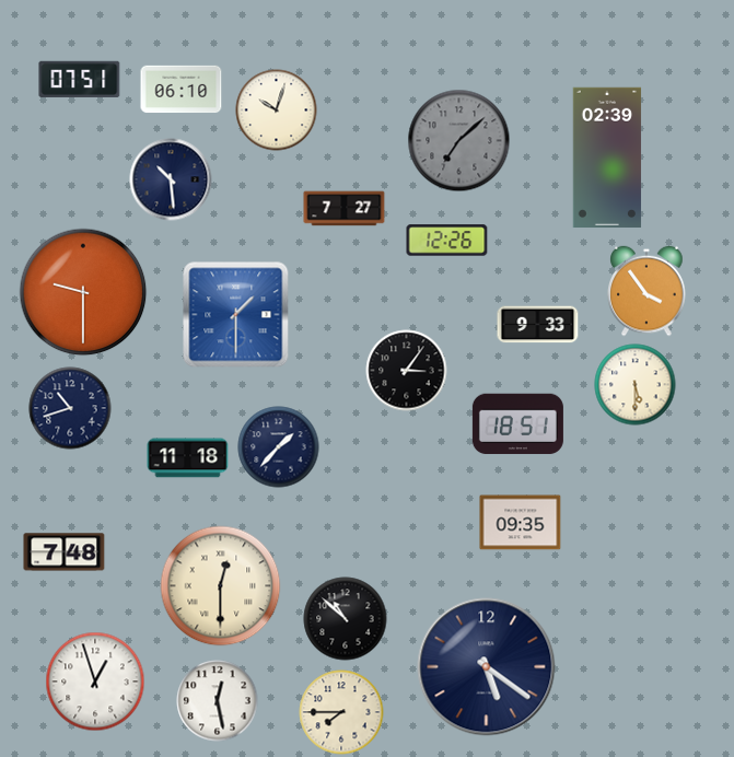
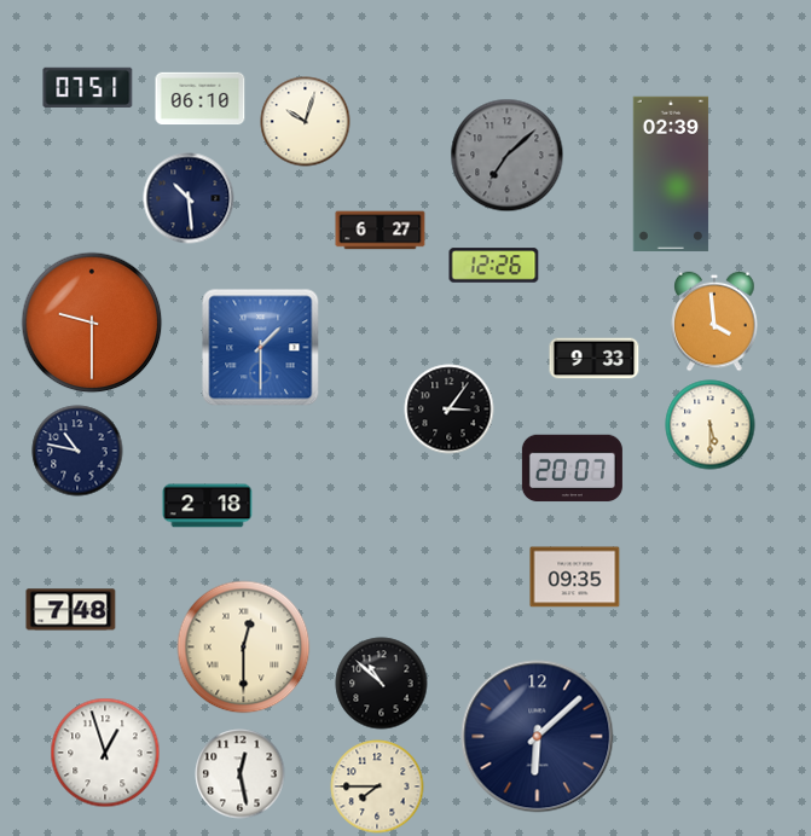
clock at (345, 209): 7:27 -> 6:27
clock at (646, 291): 3:54 -> 3:59
clock at (636, 385) position: (636, 385) -> (711, 425)
clock at (70, 408): 10:42 -> 10:47
clock at (517, 424): 18:51 -> 20:07
clock at (279, 447): 1:37 -> none
clock at (188, 458): 11:18 -> 2:18
clock at (487, 667): 5:21 -> 6:08
